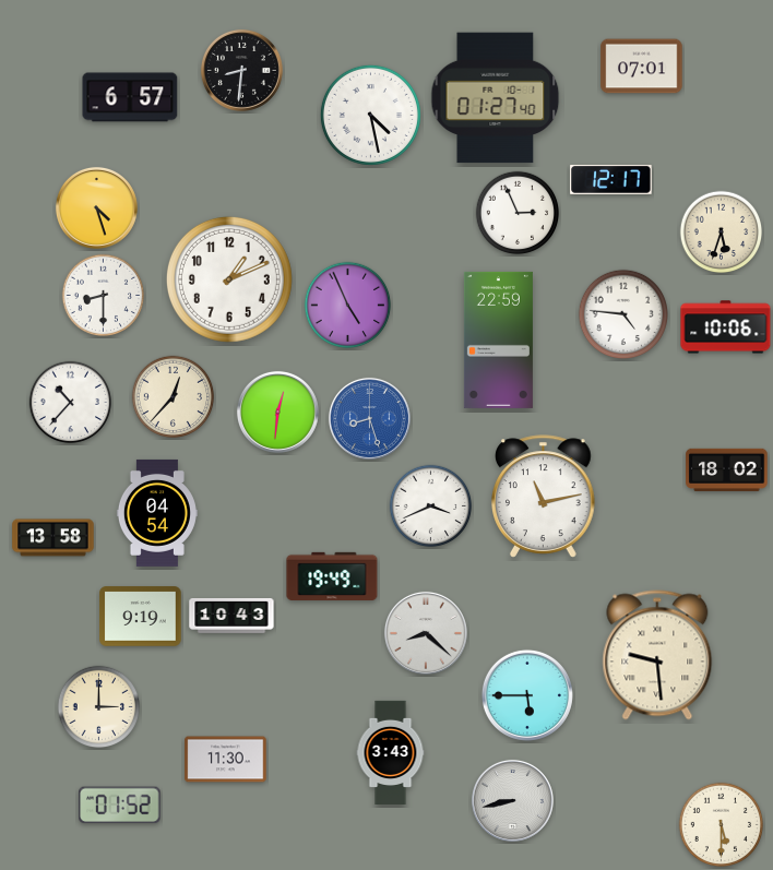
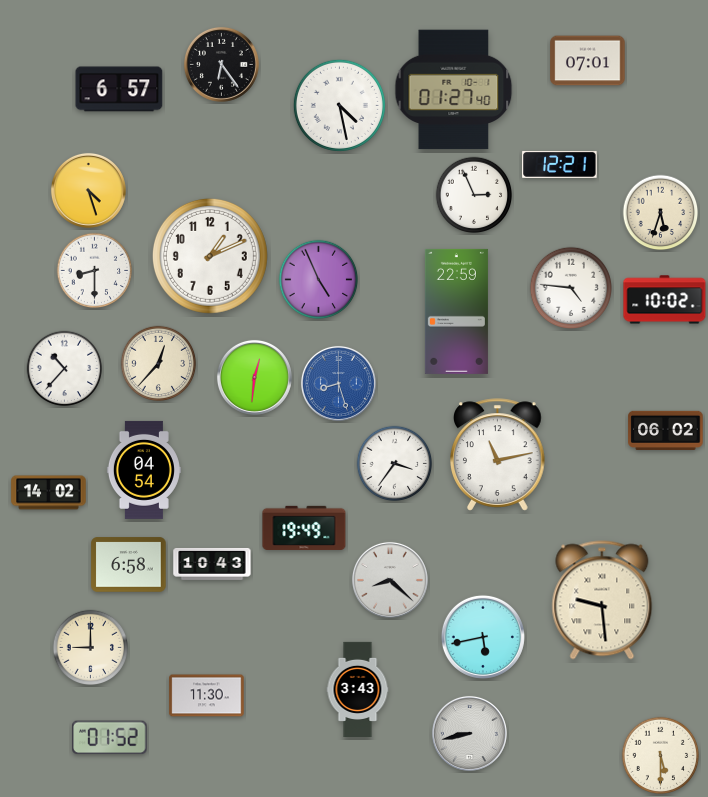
clock at (241, 70): 8:31 -> 6:24
clock at (611, 180): 12:17 -> 12:21
clock at (726, 327): 10:06 -> 10:02
clock at (727, 469): 18:02 -> 06:02
clock at (431, 506): 3:41 -> 3:36
clock at (53, 538): 13:58 -> 14:02
clock at (141, 617): 9:19 -> 6:58
clock at (527, 695): 5:45 -> 5:43
clock at (99, 707): 3:00 -> 9:00
